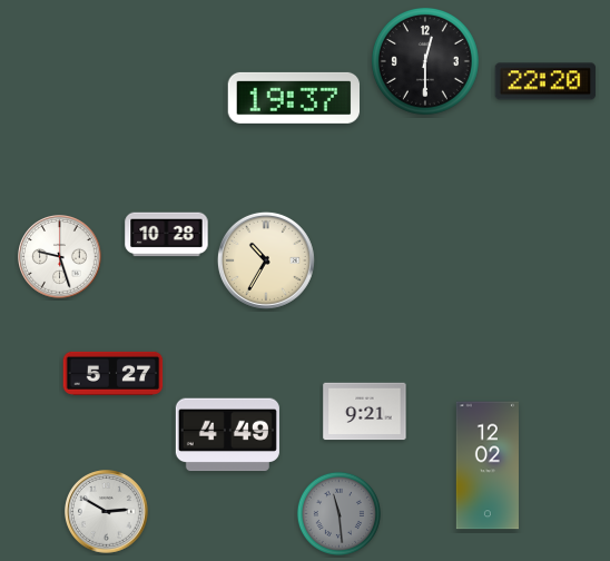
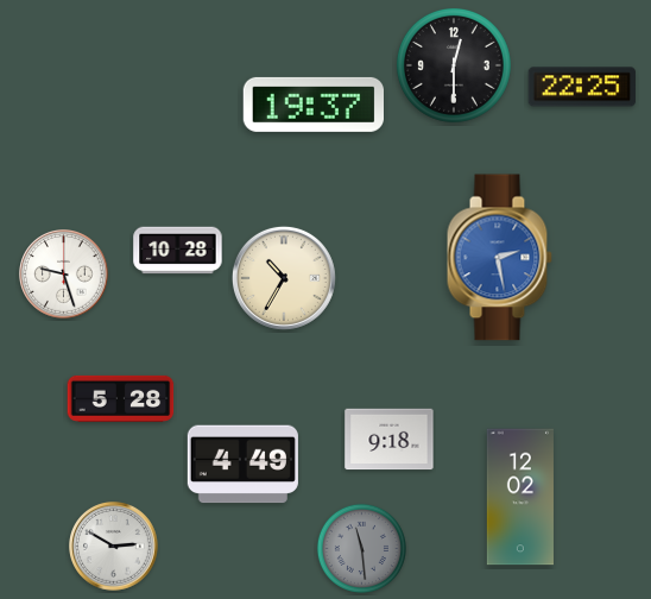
clock at (545, 81): 22:20 -> 22:25
clock at (499, 258): none -> 2:28
clock at (114, 373): 5:27 -> 5:28
clock at (365, 412): 9:21 -> 9:18
